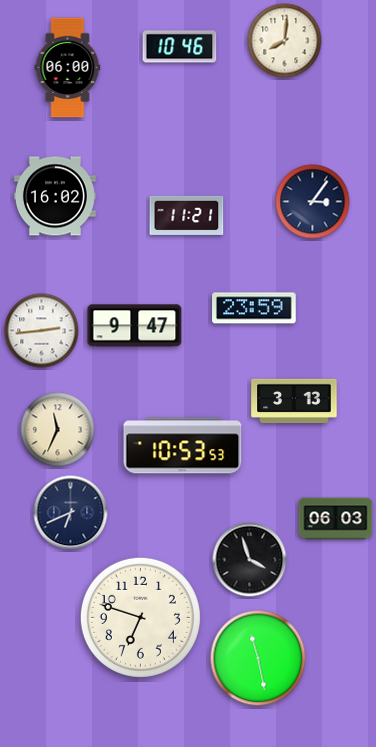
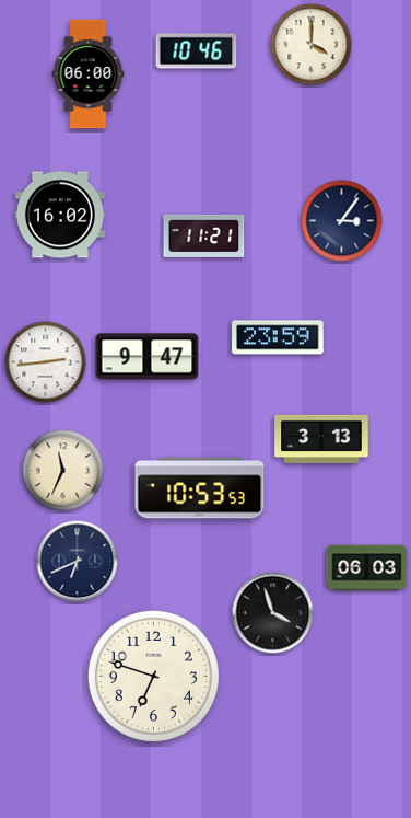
clock at (285, 41): 8:01 -> 4:00
clock at (68, 68) position: (68, 68) -> (89, 74)
clock at (258, 658): 11:28 -> none
